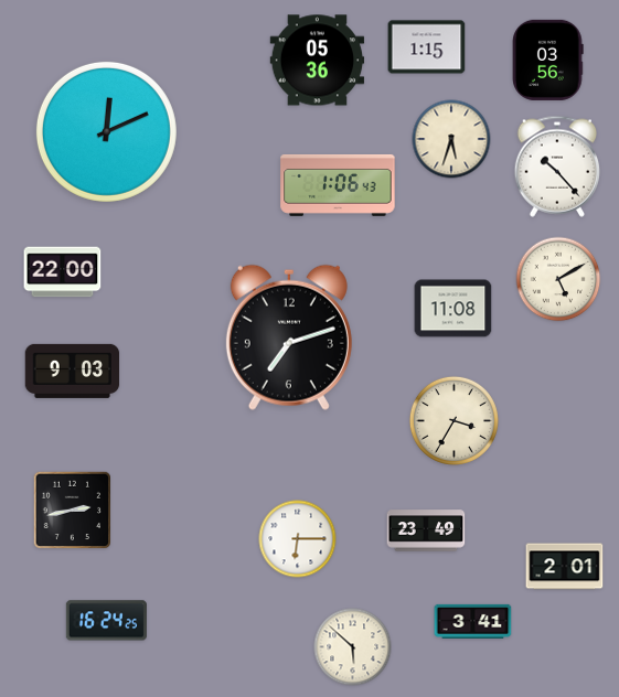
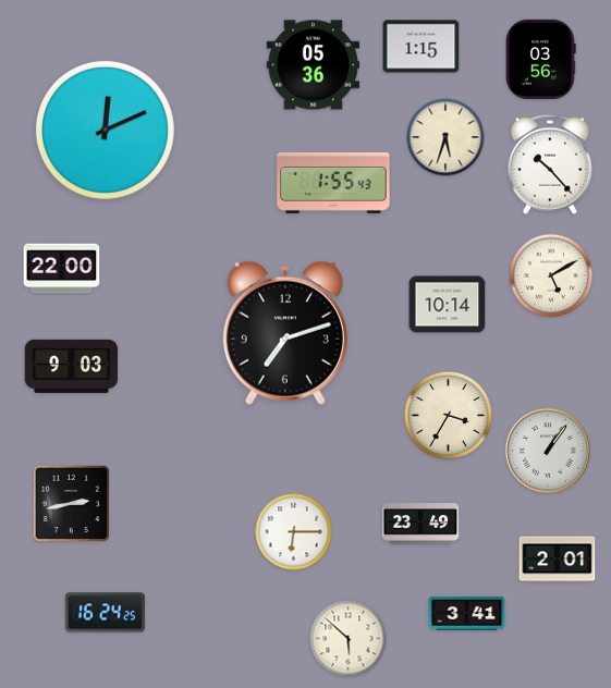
clock at (318, 61) position: (318, 61) -> (314, 65)
clock at (338, 185): 1:06 -> 1:55
clock at (453, 309): 11:08 -> 10:14
clock at (548, 451): none -> 1:06
